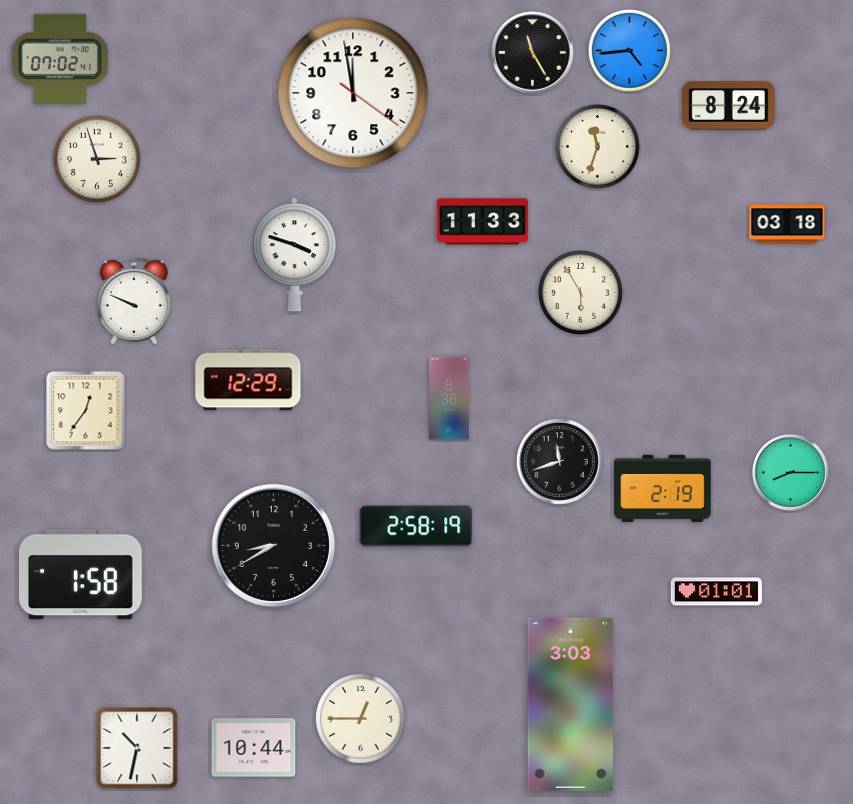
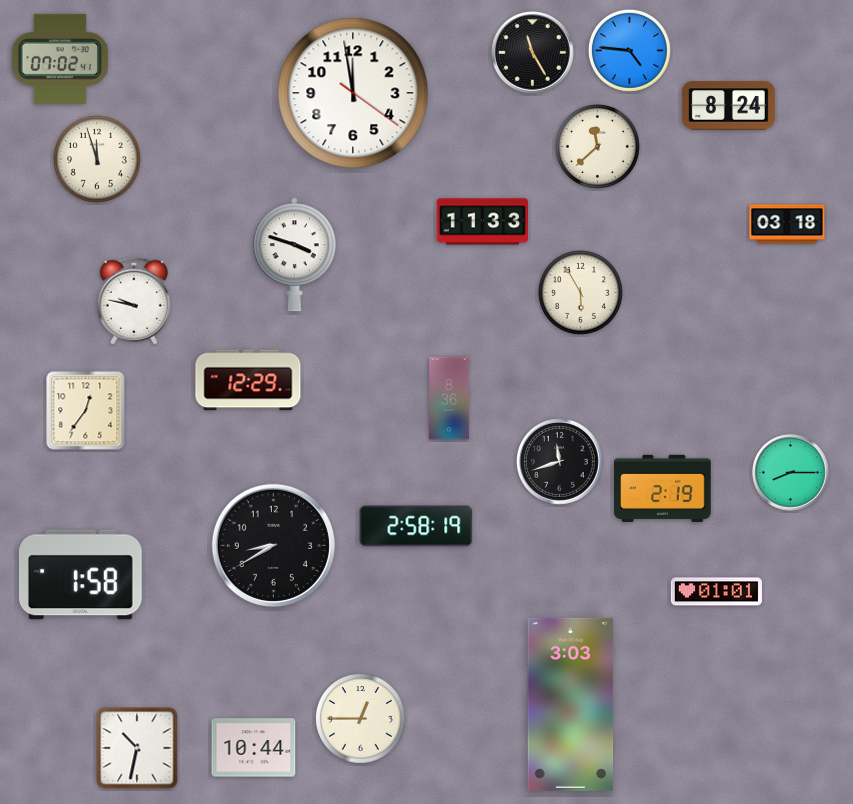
clock at (629, 50): 4:44 -> 4:46
clock at (597, 146): 11:33 -> 11:38
clock at (97, 159): 2:57 -> 11:57
clock at (134, 301): 9:49 -> 9:47
